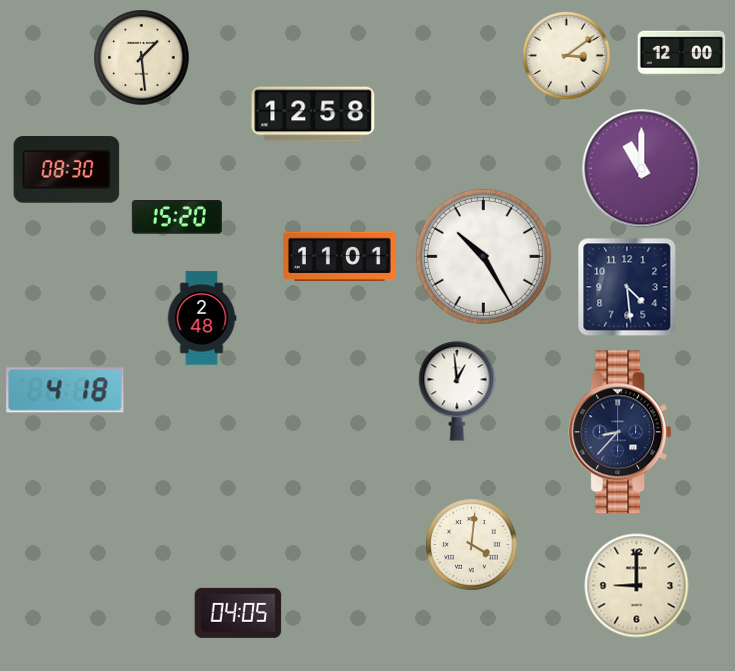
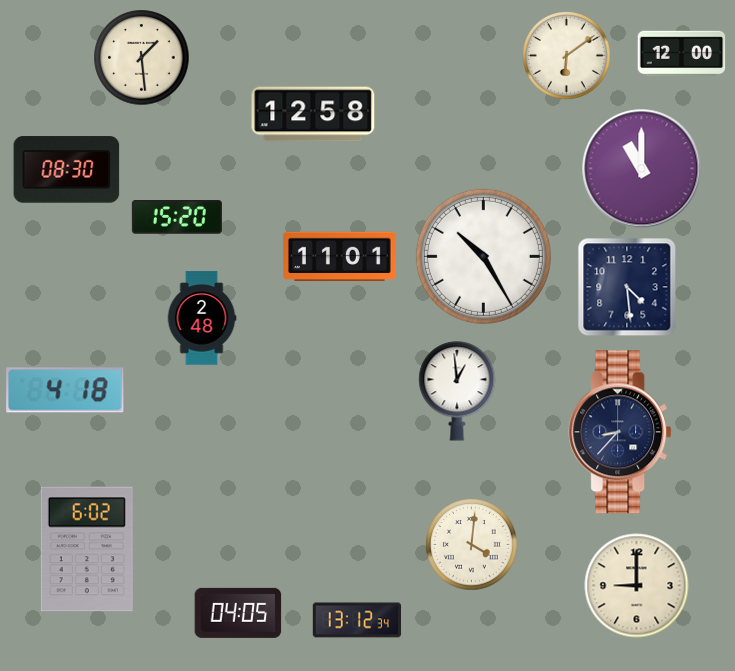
clock at (567, 56): 3:09 -> 6:09
clock at (87, 549): none -> 6:02
clock at (357, 620): none -> 13:12
